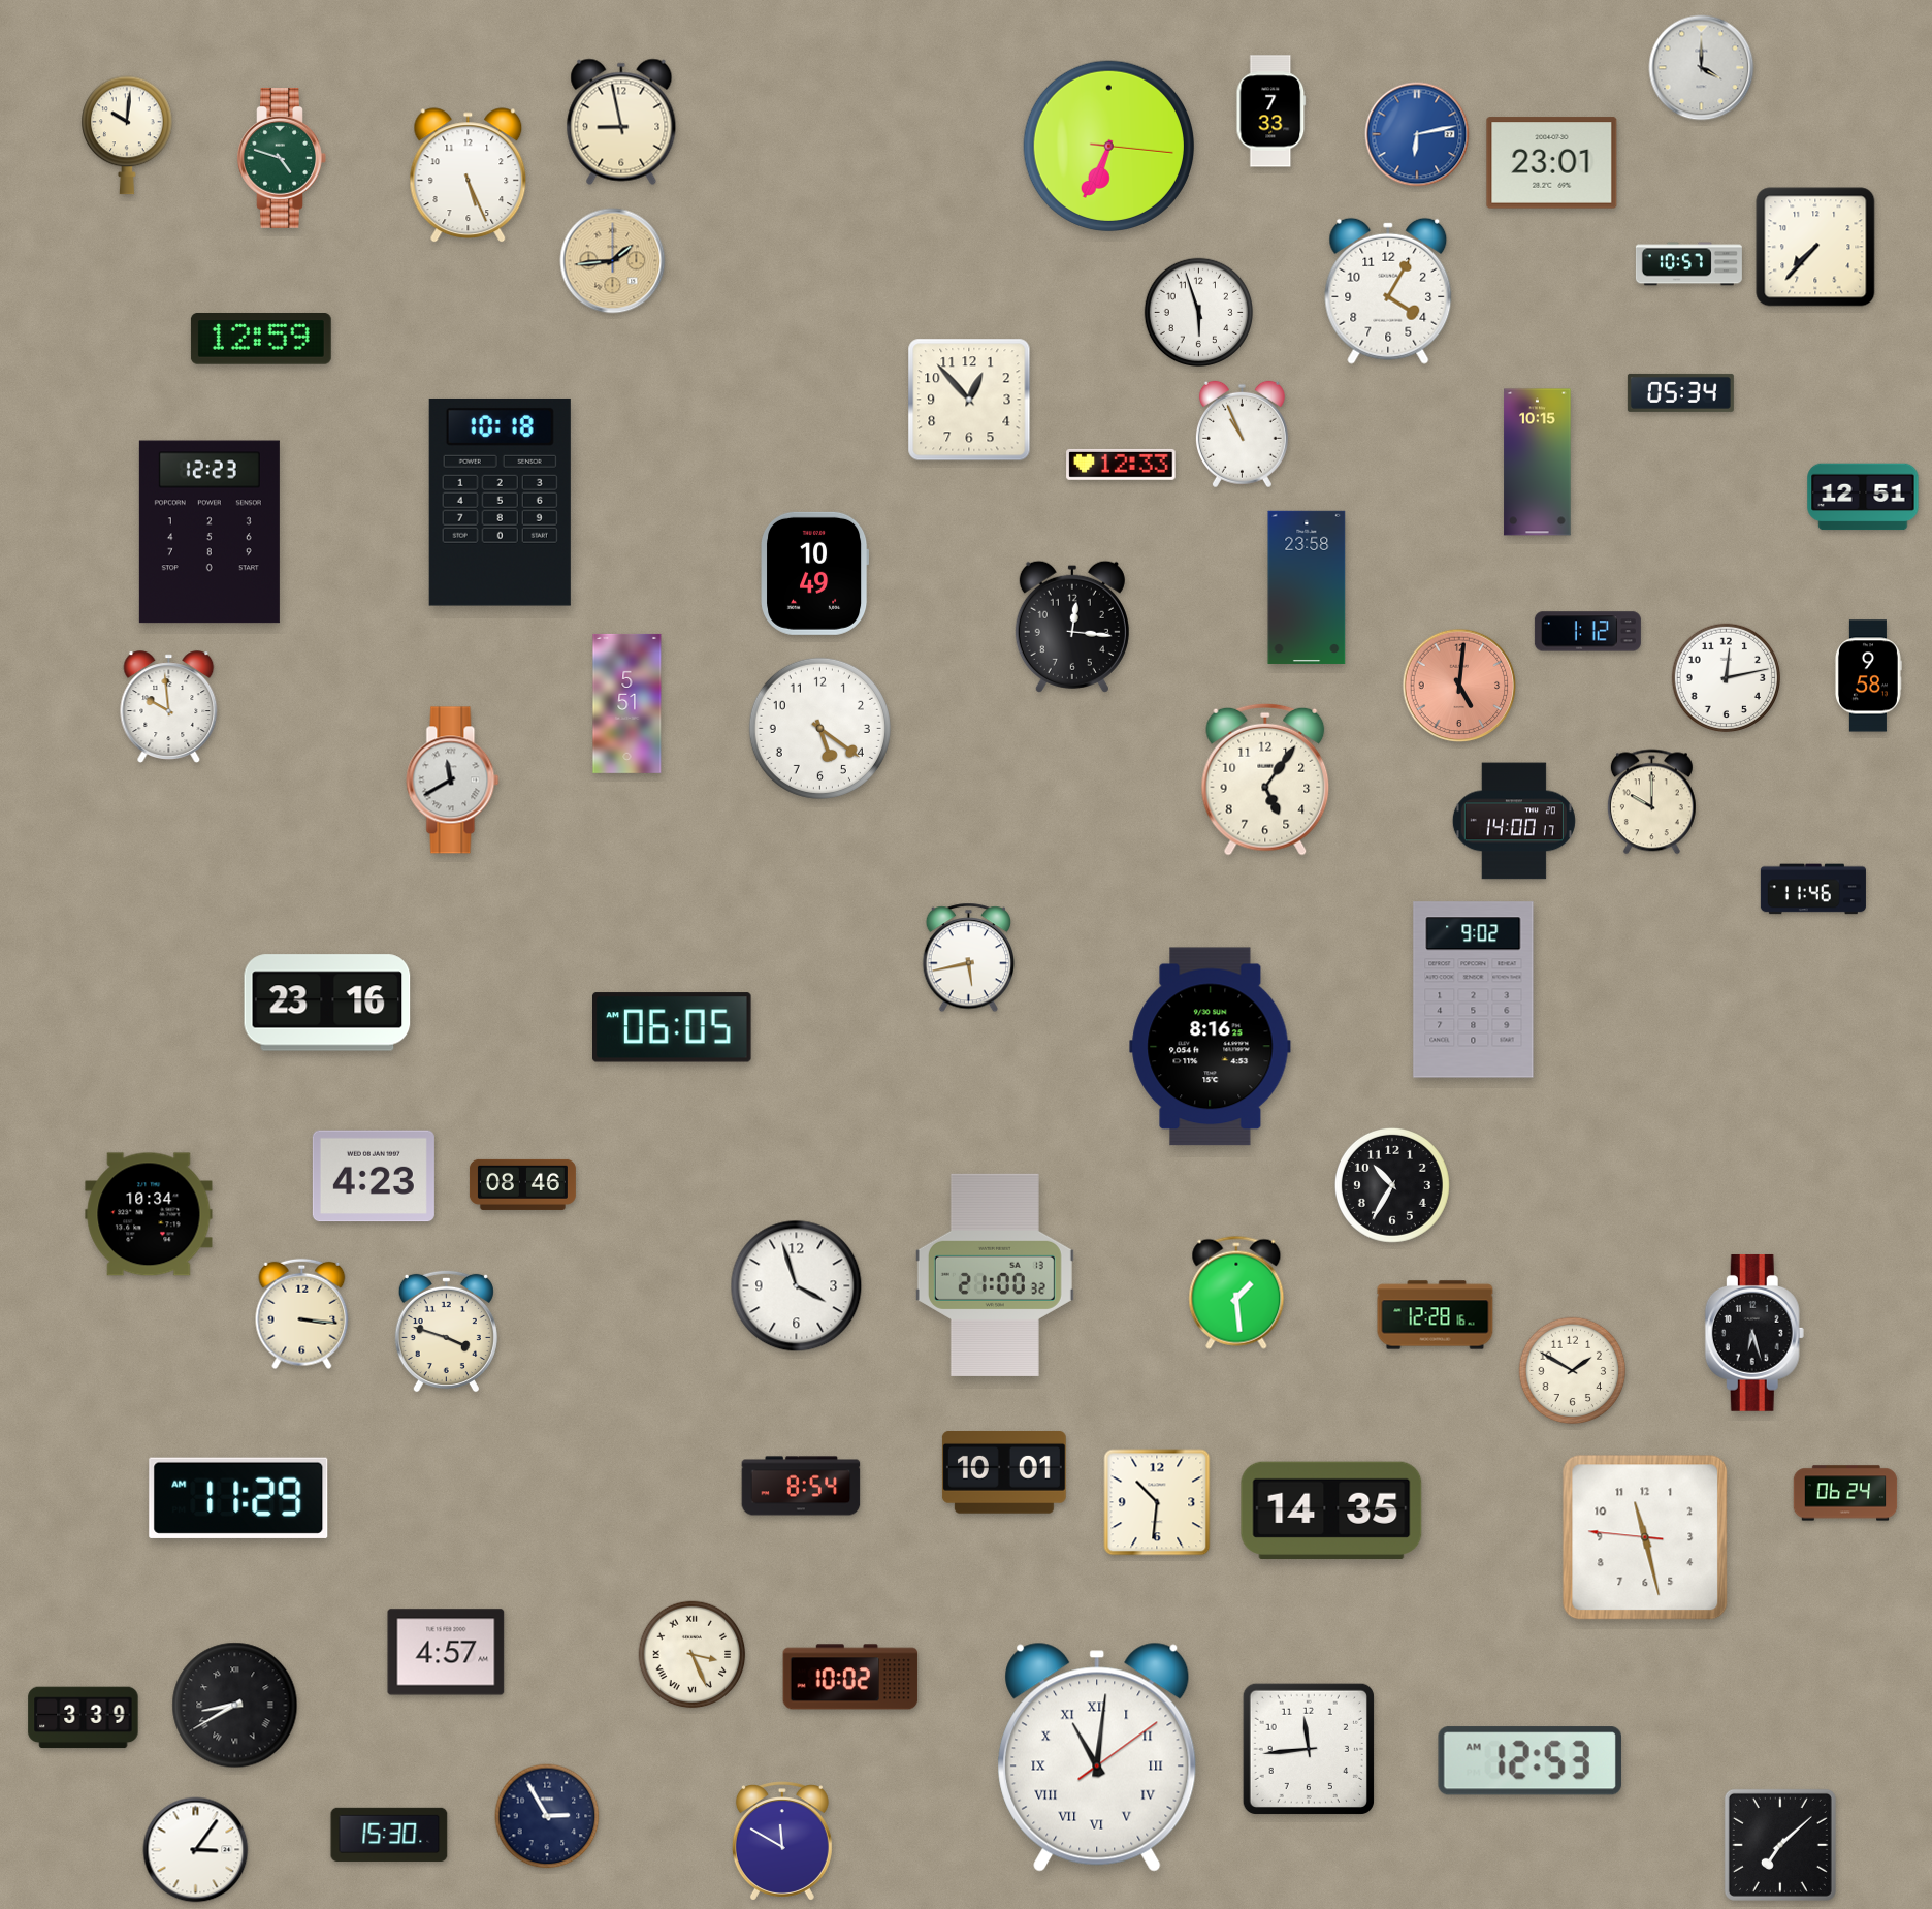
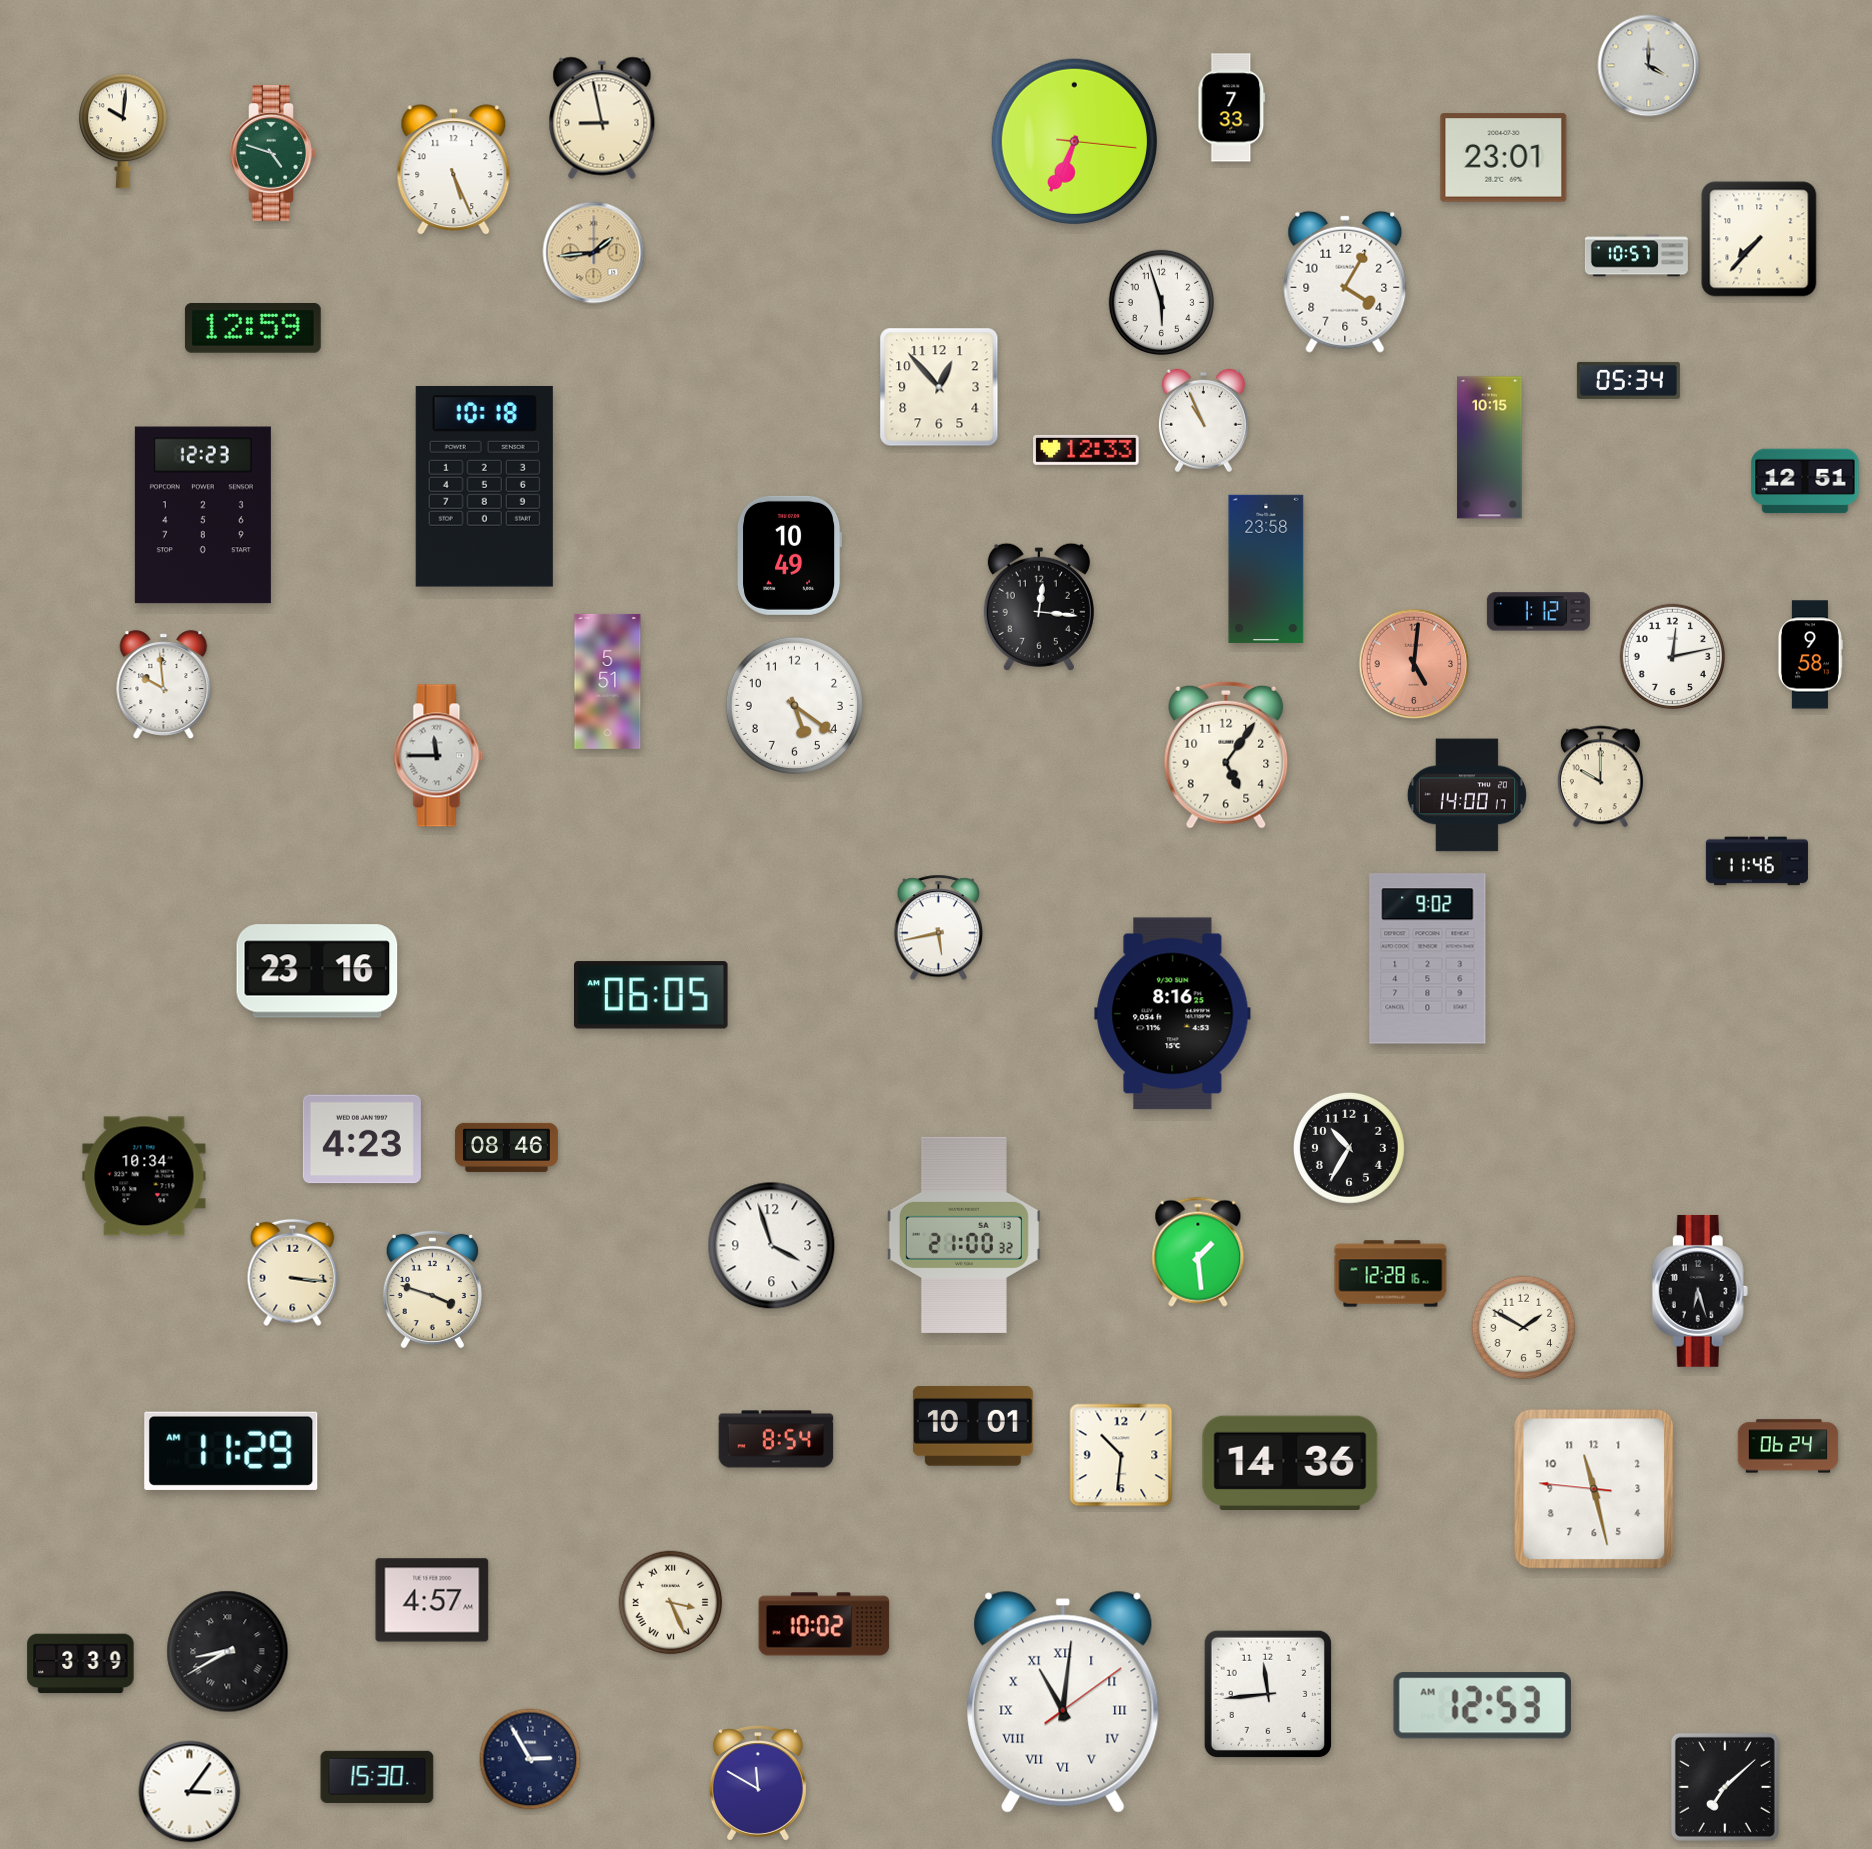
clock at (1417, 134): 6:13 -> none
clock at (453, 781): 11:40 -> 11:45
clock at (1331, 1509): 14:35 -> 14:36
